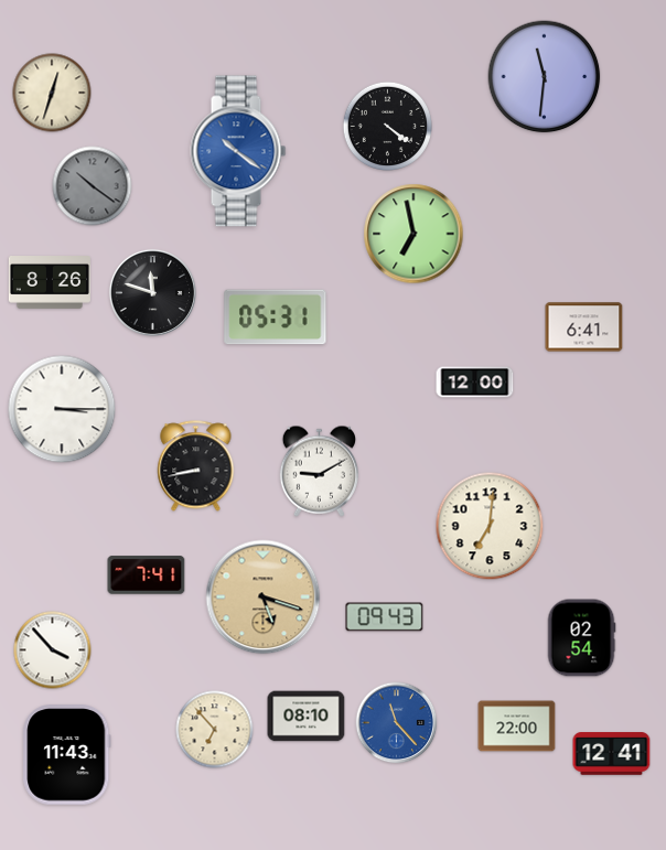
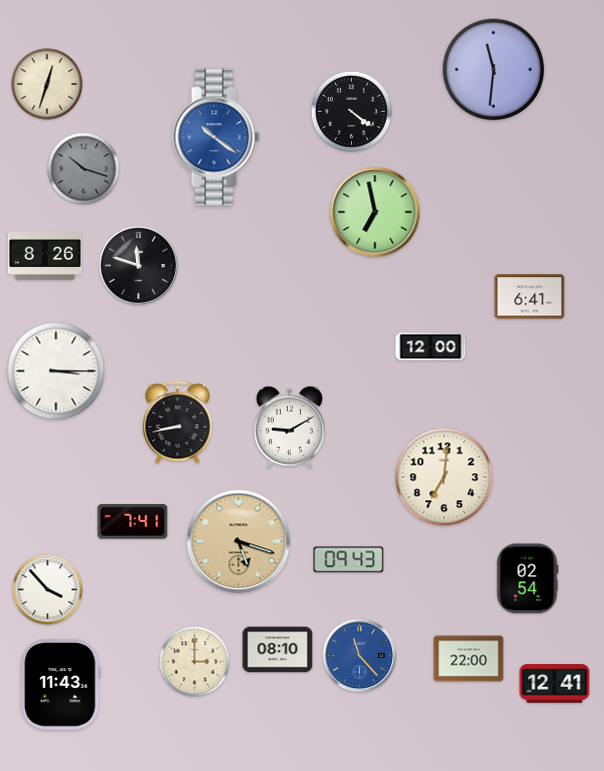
clock at (388, 127) position: (388, 127) -> (352, 112)
clock at (93, 186): 10:21 -> 10:18
clock at (276, 318): 05:31 -> none
clock at (215, 730): 6:53 -> 3:00
